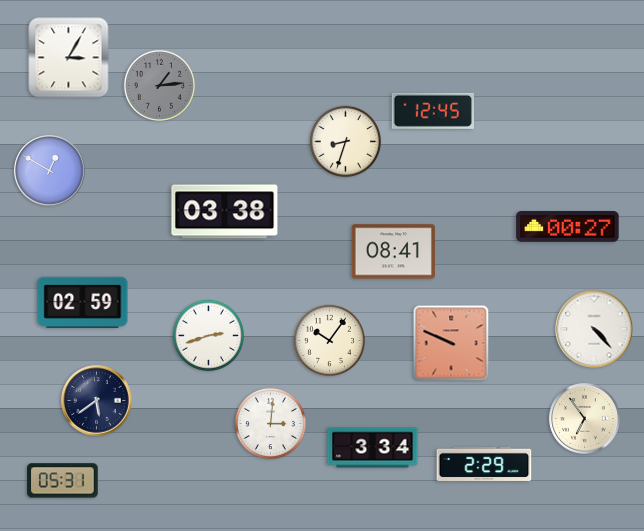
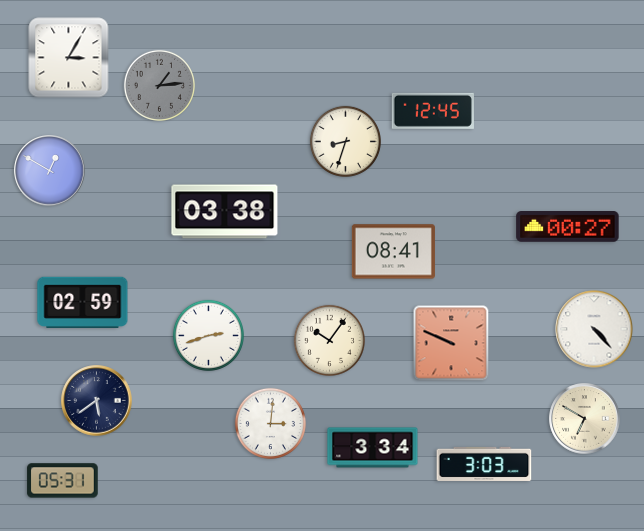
clock at (585, 419): 6:54 -> 6:50
clock at (484, 463): 2:29 -> 3:03
